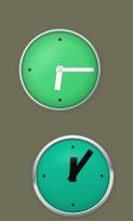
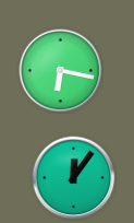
clock at (61, 70): 6:15 -> 6:17
